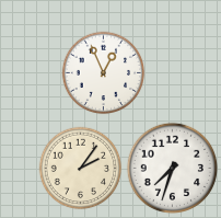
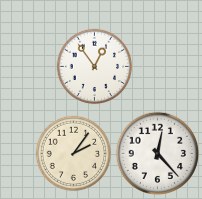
clock at (104, 73): 12:56 -> 12:54
clock at (172, 168): 7:33 -> 12:23
